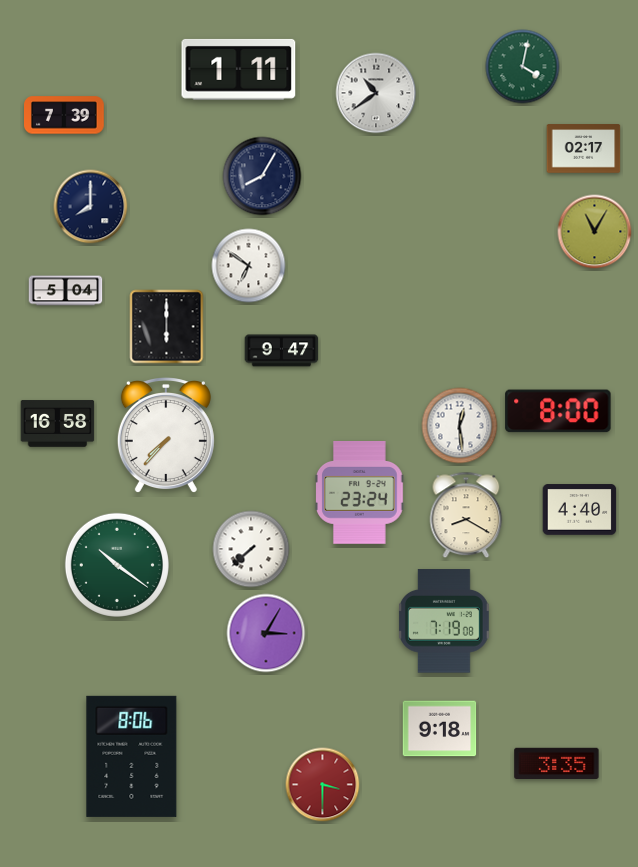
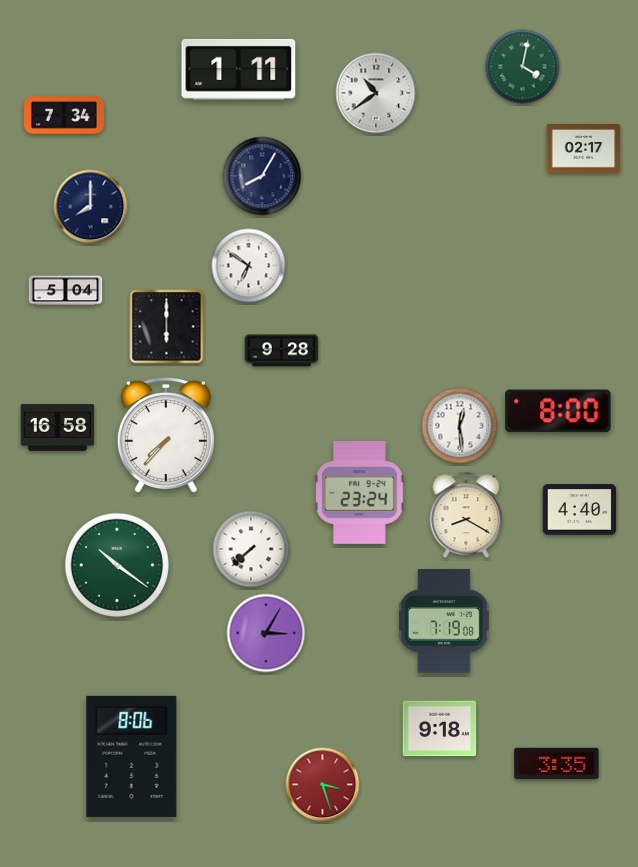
clock at (65, 115): 7:39 -> 7:34
clock at (595, 232): 11:05 -> none
clock at (282, 351): 9:47 -> 9:28
clock at (58, 424) position: (58, 424) -> (58, 428)
clock at (323, 785): 3:30 -> 3:27
